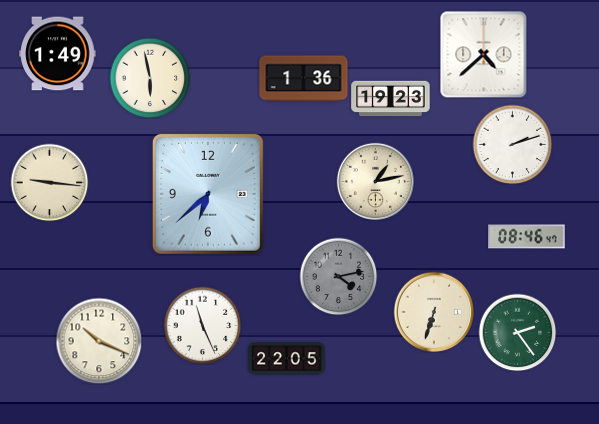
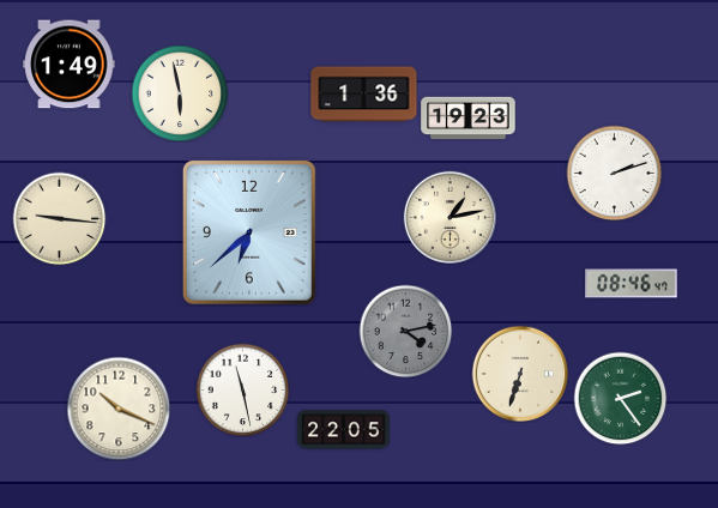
clock at (483, 54): 4:38 -> none
clock at (202, 325): 11:26 -> 11:28
